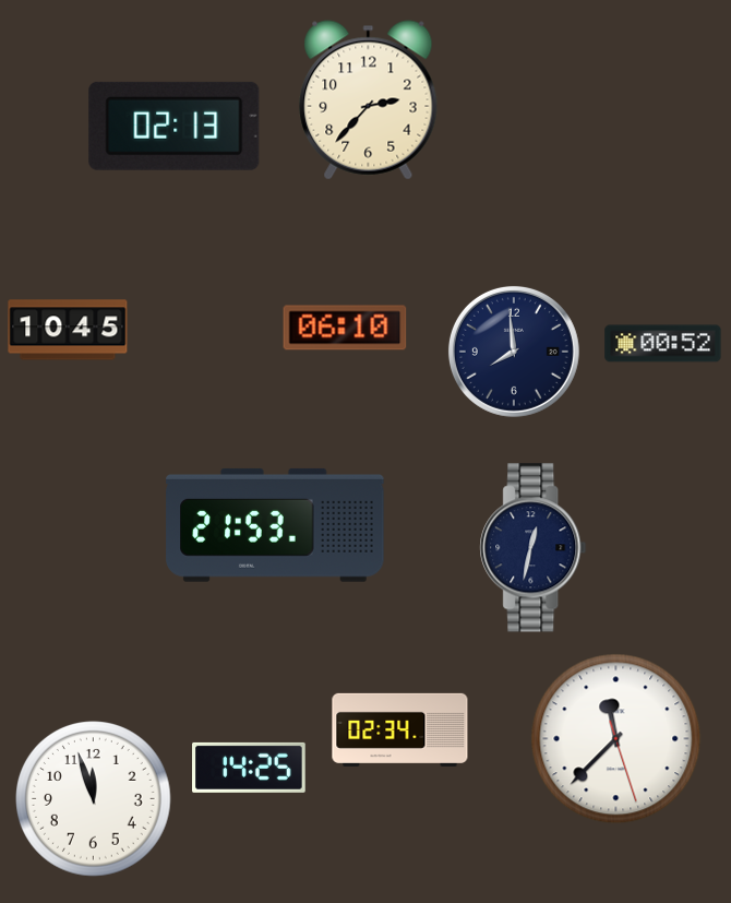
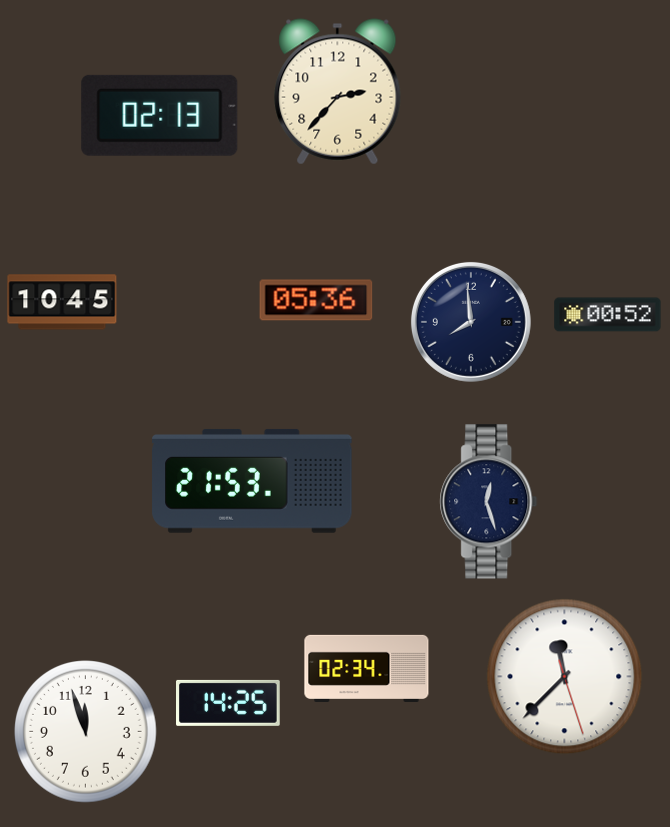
clock at (345, 328): 06:10 -> 05:36
clock at (534, 548): 12:32 -> 12:27
